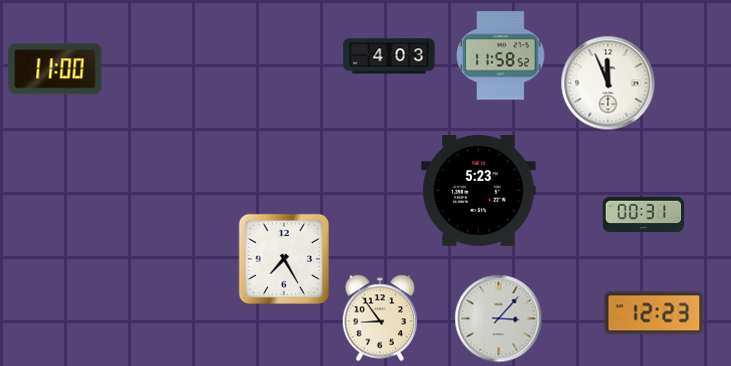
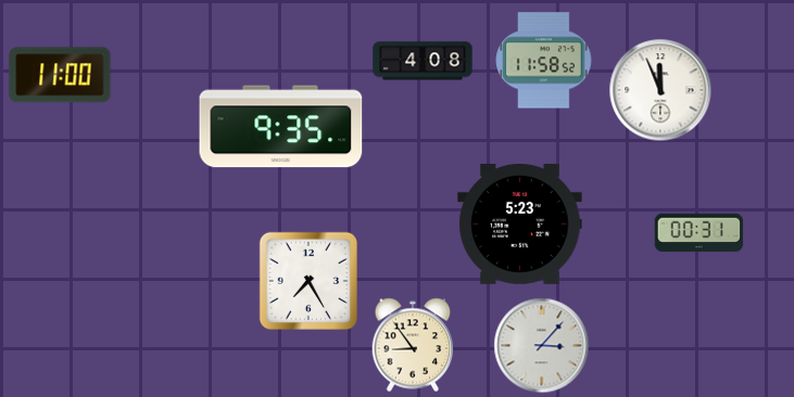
clock at (389, 56): 4:03 -> 4:08
clock at (281, 127): none -> 9:35
clock at (479, 191) position: (479, 191) -> (520, 225)
clock at (654, 313): 12:23 -> none
